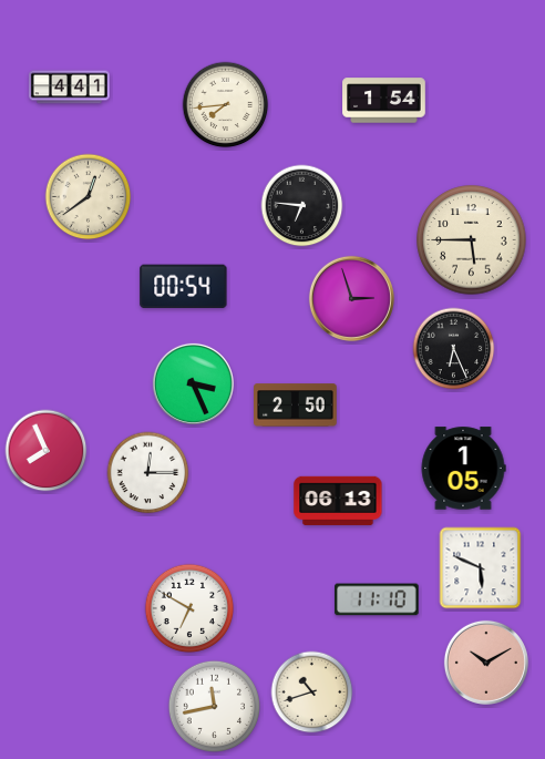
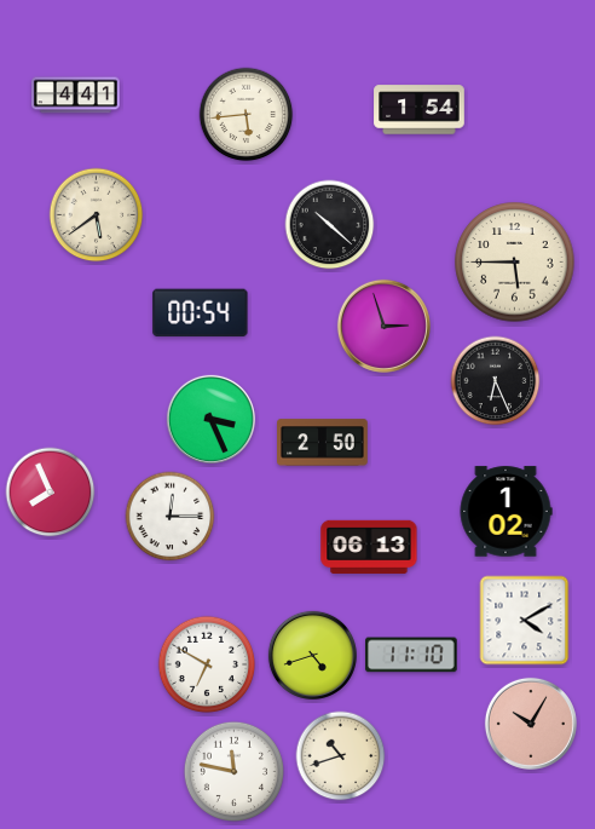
clock at (226, 105): 7:44 -> 5:44
clock at (89, 197): 12:39 -> 5:39
clock at (302, 206): 6:46 -> 10:22
clock at (463, 469): 1:05 -> 1:02
clock at (148, 473) position: (148, 473) -> (171, 517)
clock at (481, 568): 5:49 -> 4:10
clock at (312, 655): none -> 4:42
clock at (486, 663): 10:10 -> 10:05
clock at (214, 706): 11:43 -> 11:47
